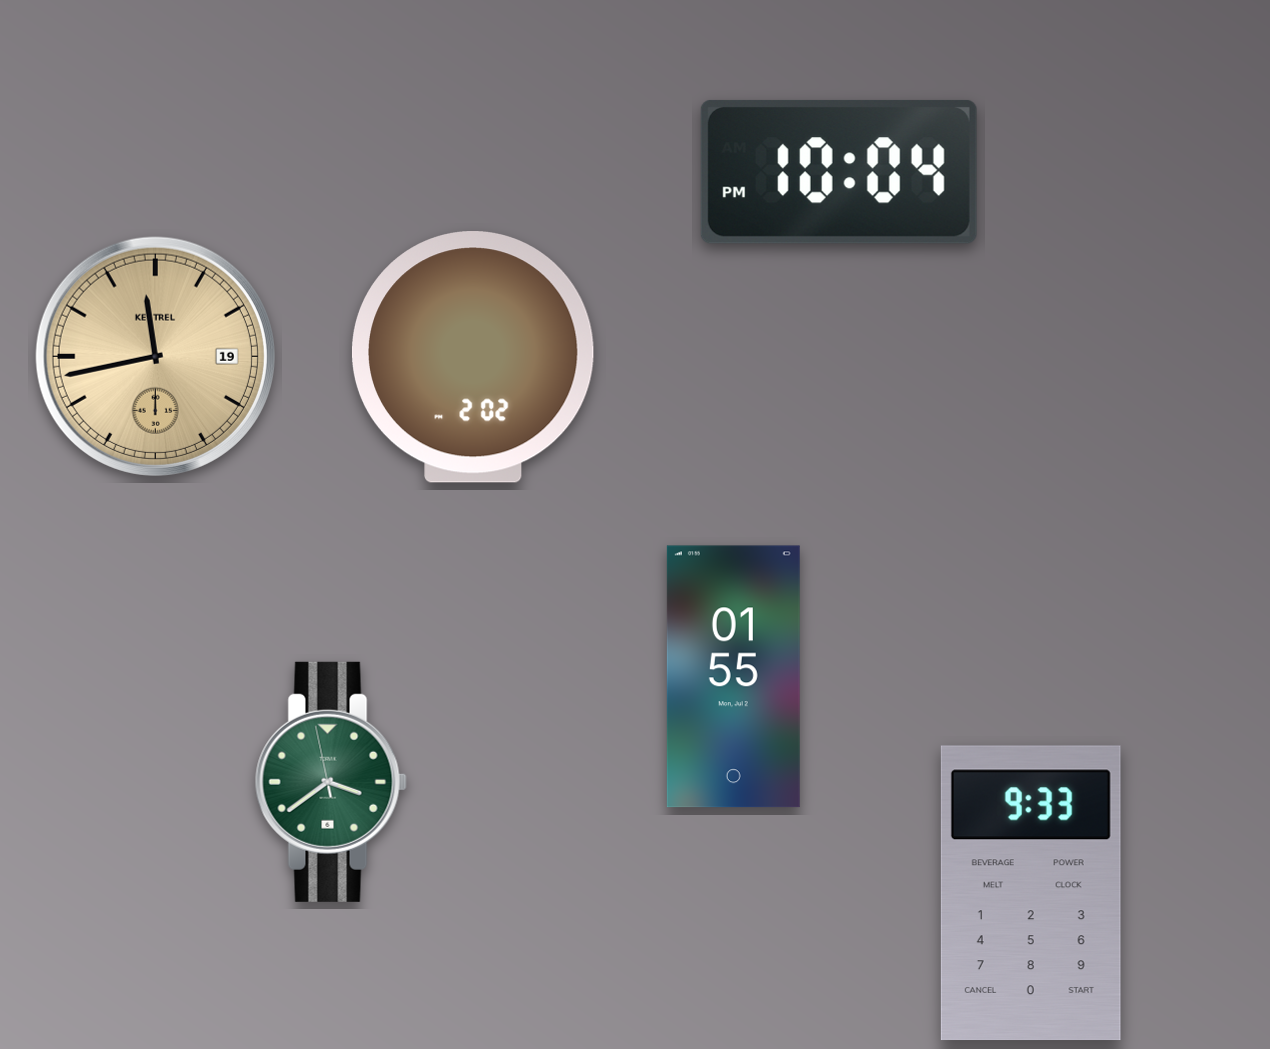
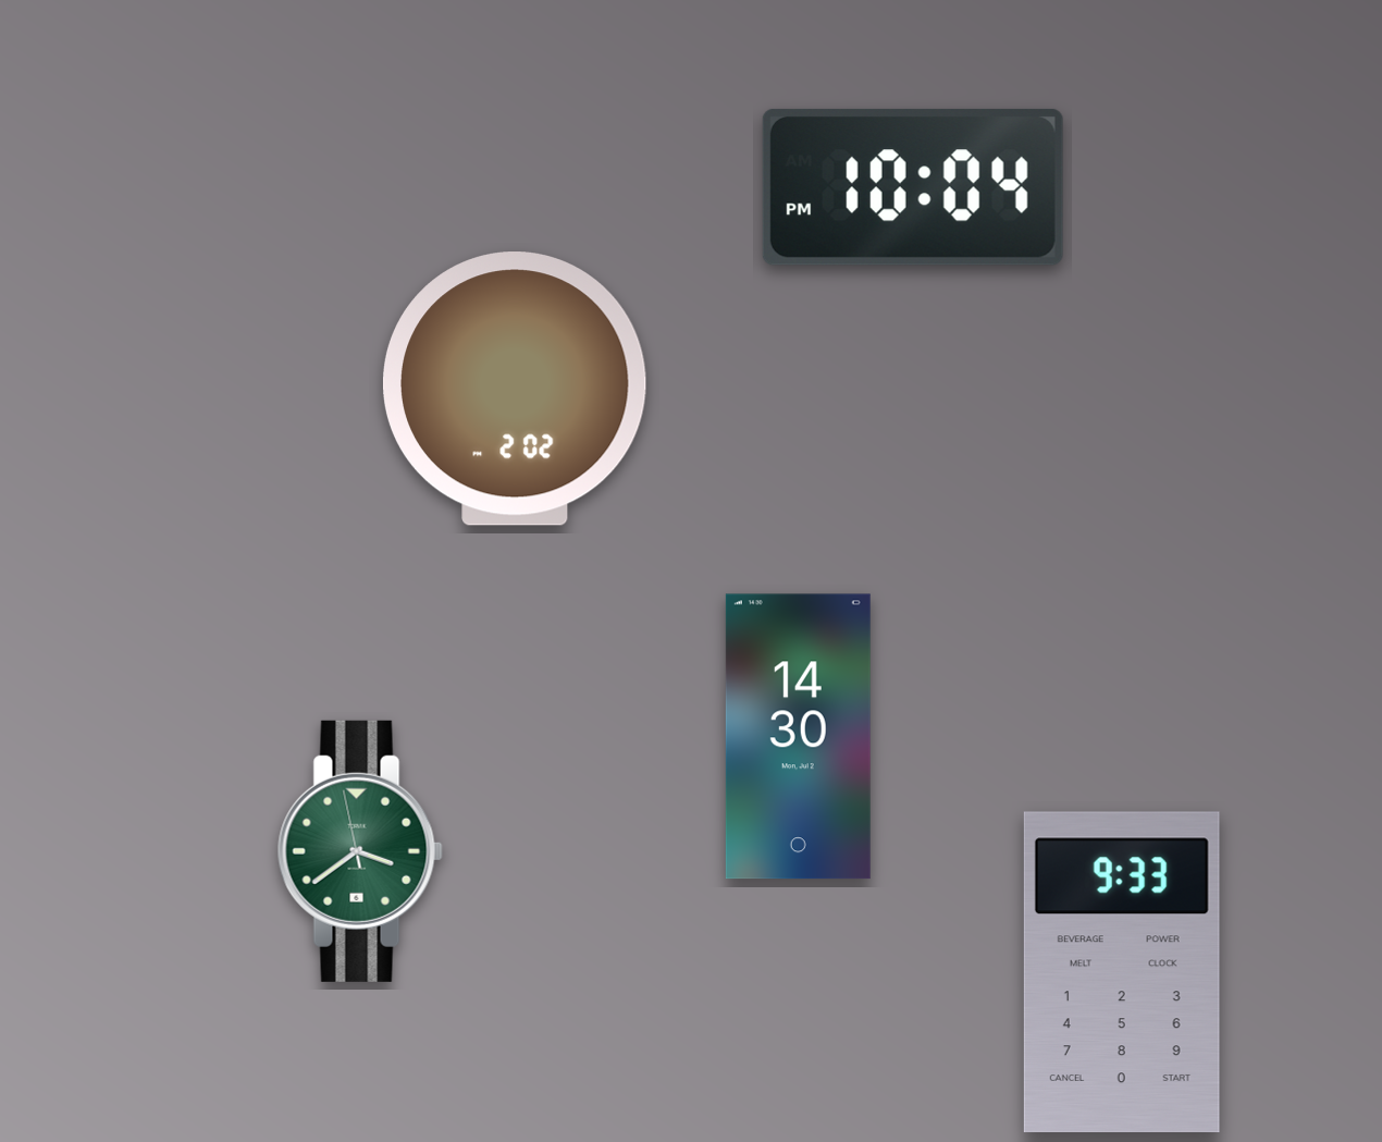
clock at (155, 356): 11:43 -> none
clock at (733, 677): 01:55 -> 14:30
